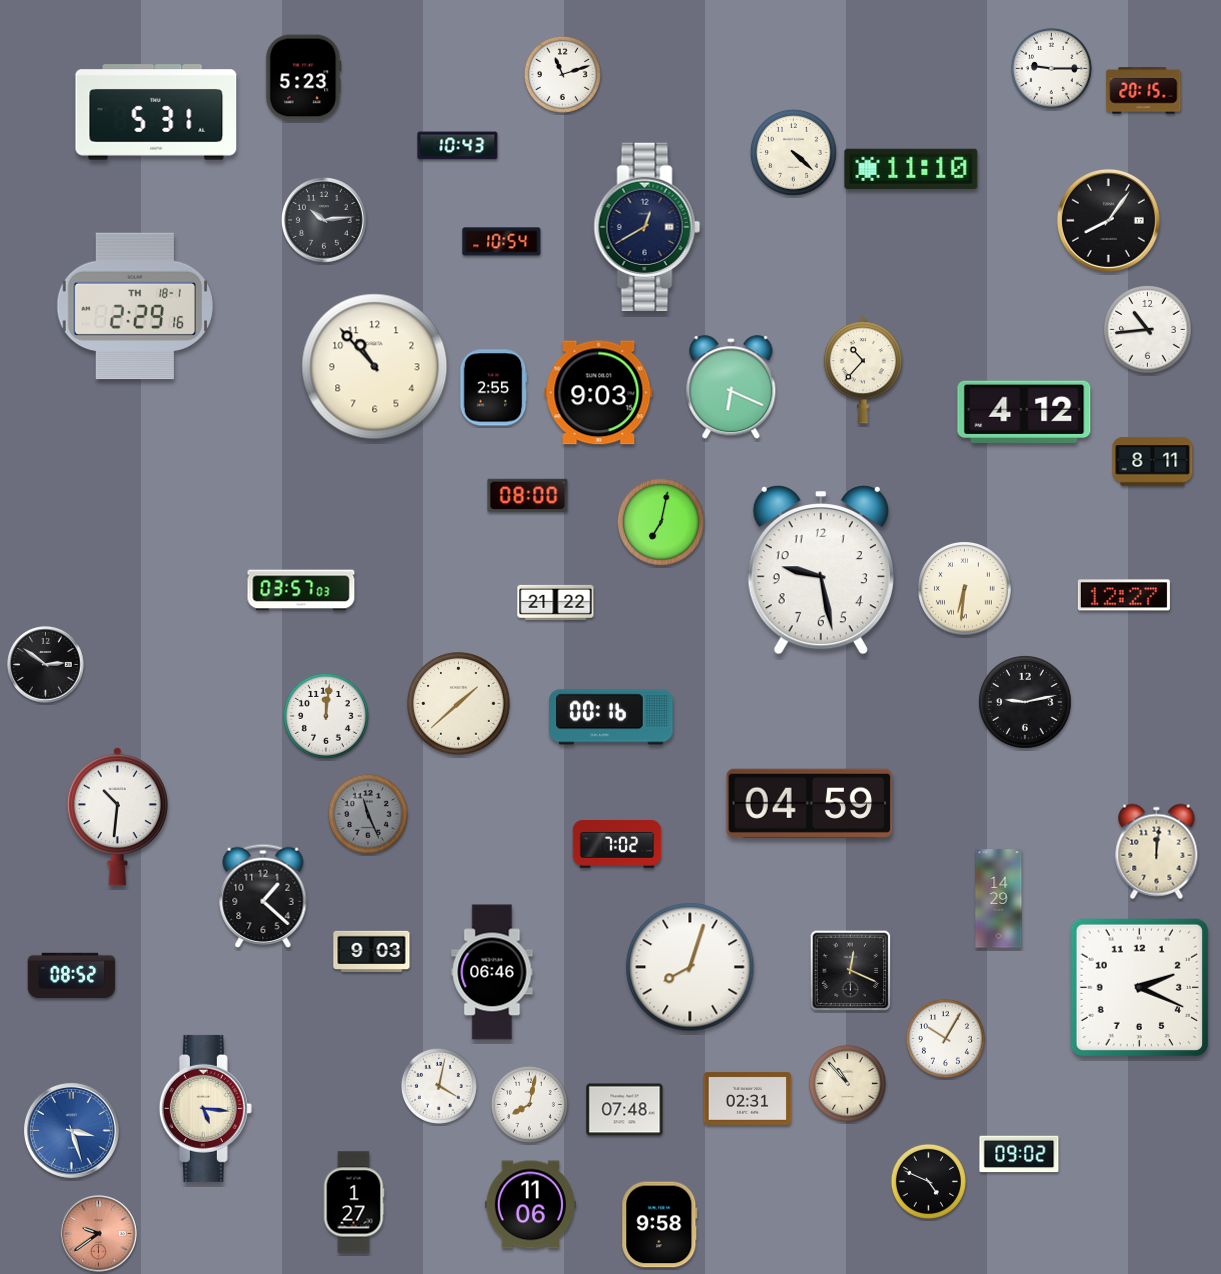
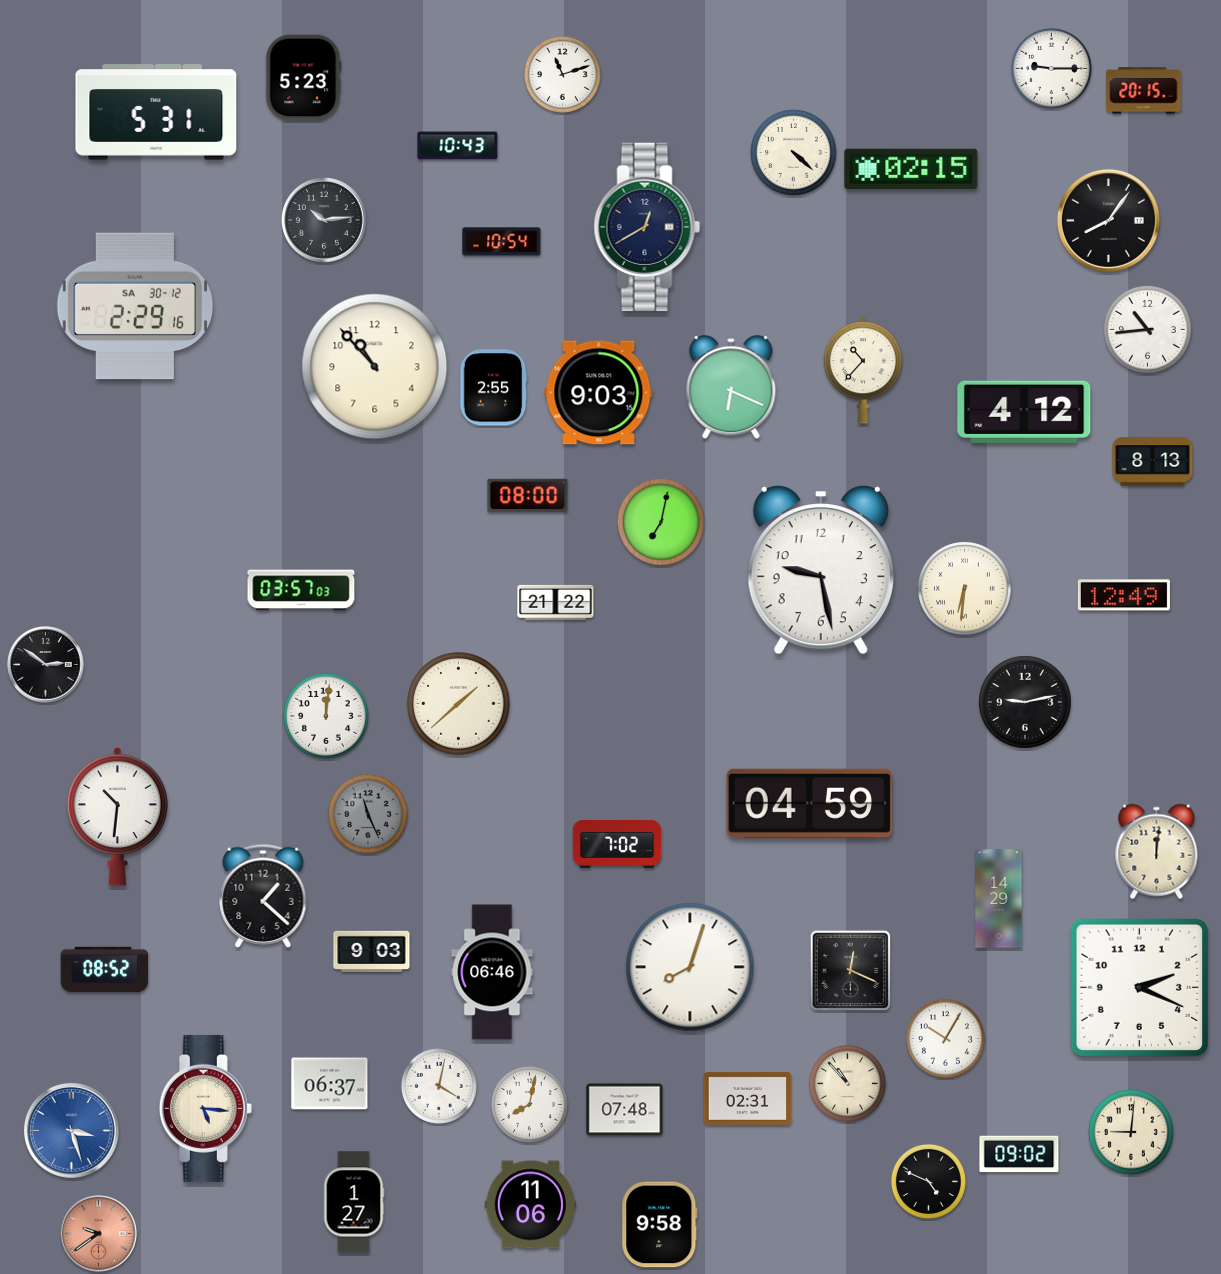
clock at (911, 168): 11:10 -> 02:15
clock at (134, 306) date: TH 18-1 -> SA 30-12
clock at (1153, 462): 8:11 -> 8:13
clock at (1124, 595): 12:27 -> 12:49
clock at (611, 717): 00:16 -> none
clock at (72, 976) position: (72, 976) -> (105, 970)
clock at (330, 1084): none -> 06:37
clock at (1131, 1132): none -> 9:01
